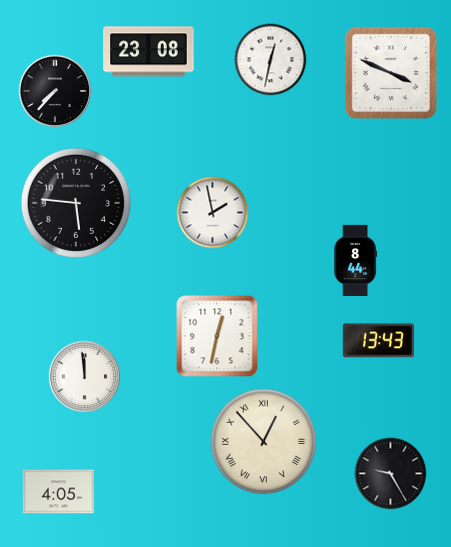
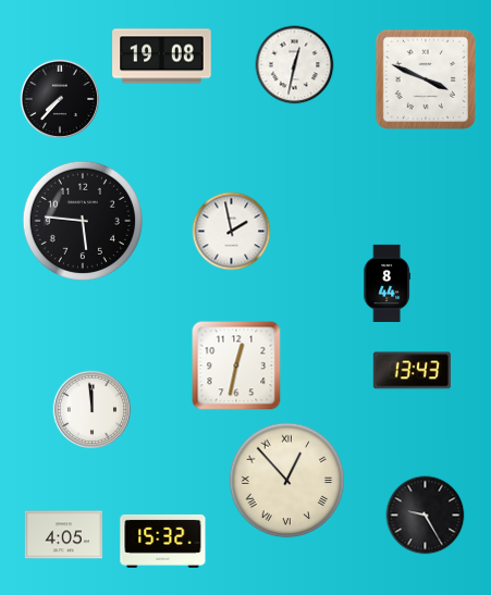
clock at (149, 52): 23:08 -> 19:08
clock at (163, 541): none -> 15:32
